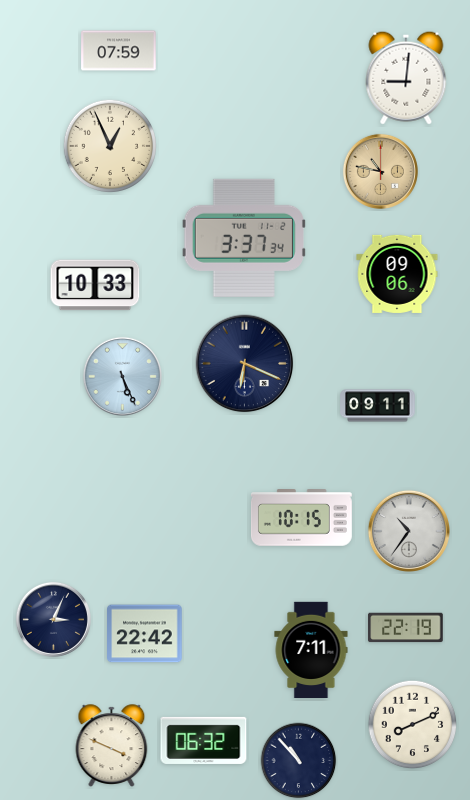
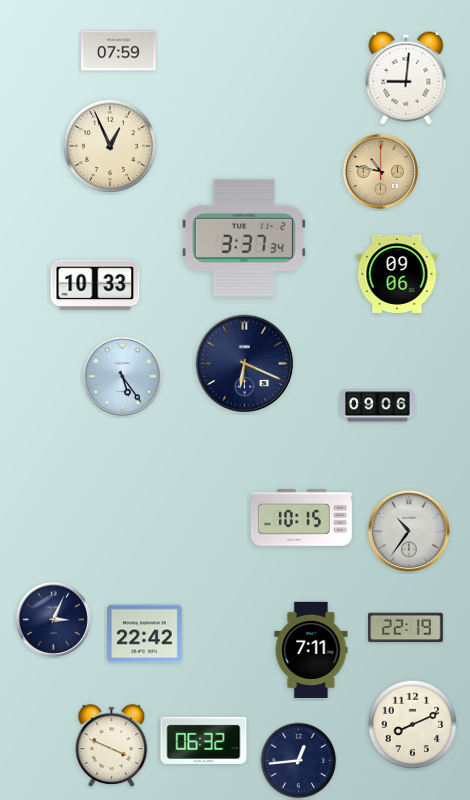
clock at (122, 376): 5:26 -> 5:24
clock at (378, 406): 09:11 -> 09:06
clock at (299, 761): 10:53 -> 12:44
